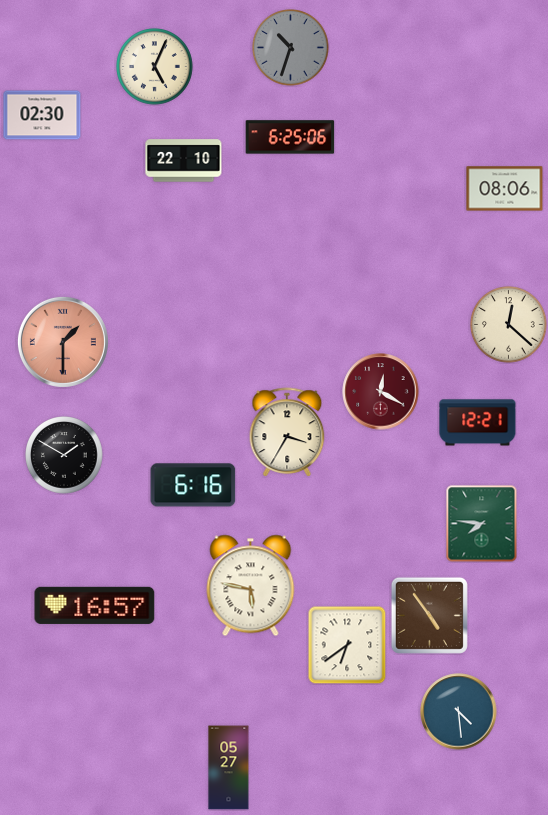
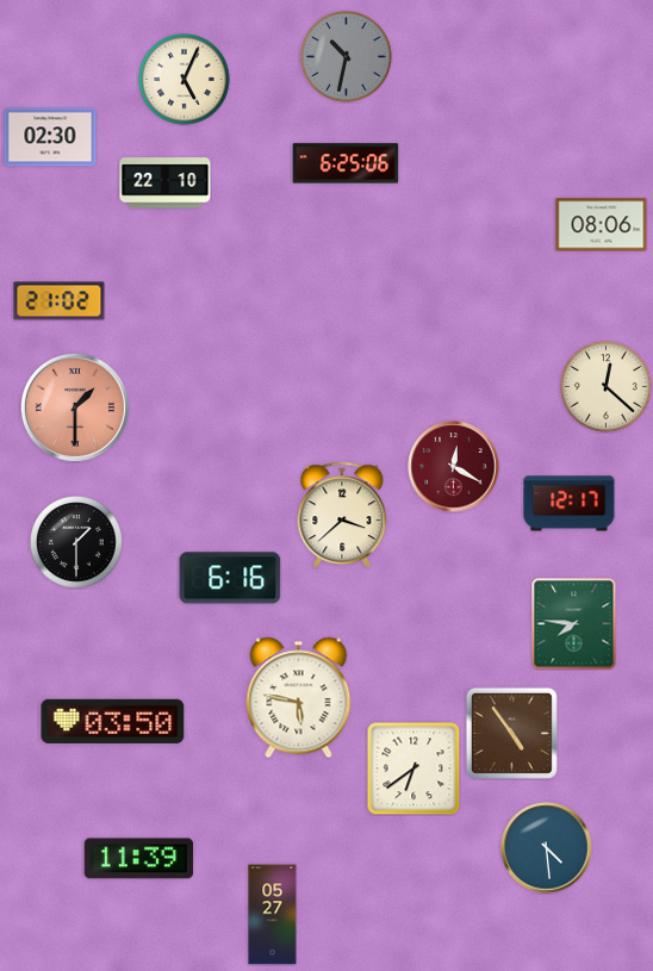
clock at (291, 48): 10:33 -> 10:32
clock at (184, 161) position: (184, 161) -> (166, 183)
clock at (60, 301): none -> 21:02
clock at (478, 423): 12:21 -> 12:17
clock at (287, 432): 3:35 -> 3:38
clock at (65, 456): 1:50 -> 1:30
clock at (95, 605): 16:57 -> 03:50
clock at (139, 859): none -> 11:39
